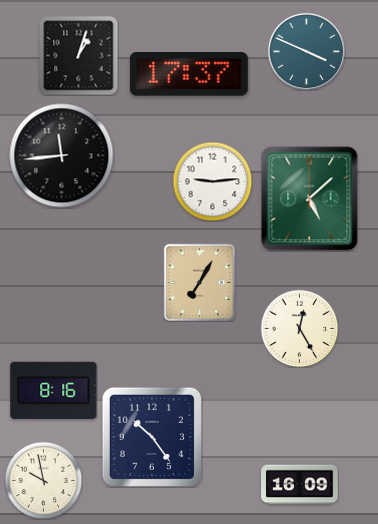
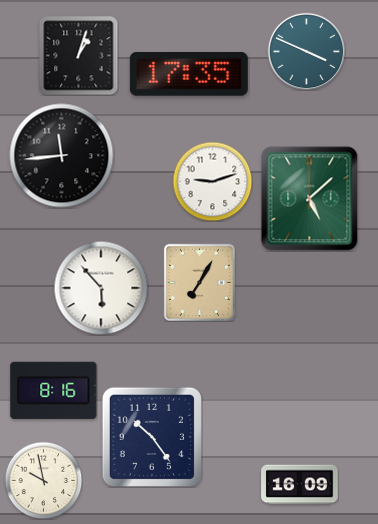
clock at (189, 74): 17:37 -> 17:35
clock at (212, 181): 9:14 -> 9:12
clock at (101, 288): none -> 5:53
clock at (299, 328): 12:25 -> none
